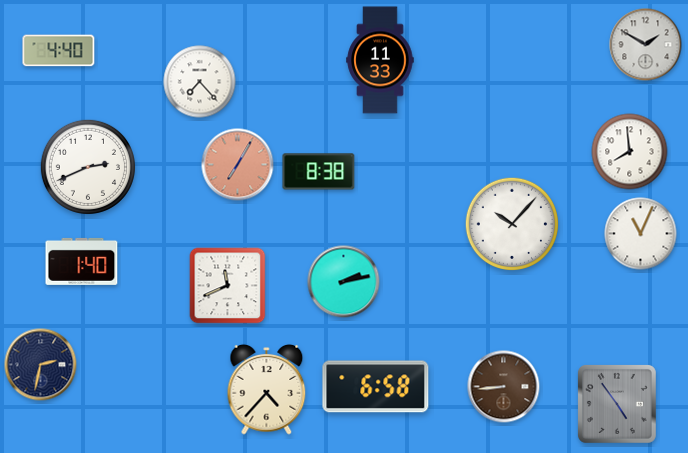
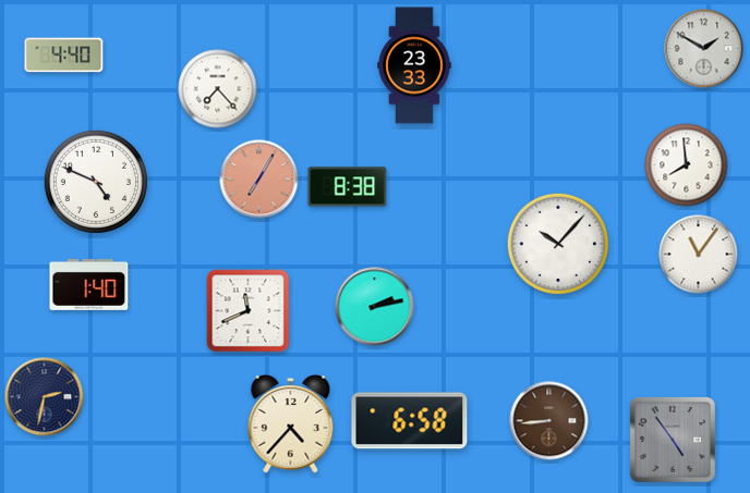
clock at (380, 60): 11:33 -> 23:33
clock at (88, 167): 2:41 -> 4:49
clock at (641, 234): 11:04 -> 11:06
